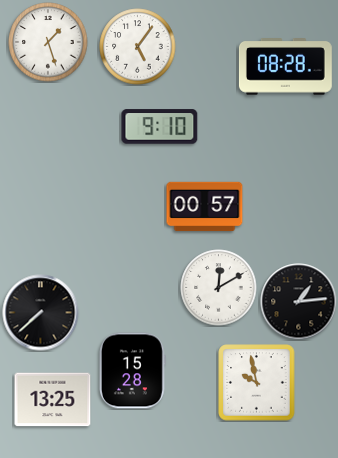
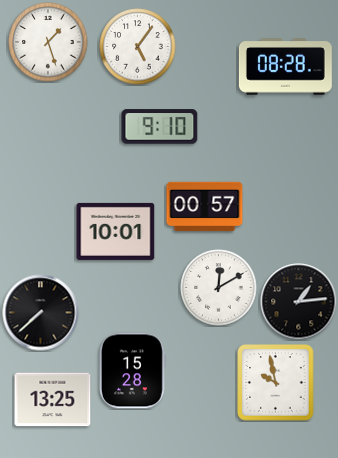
clock at (116, 231): none -> 10:01
clock at (257, 383) position: (257, 383) -> (276, 383)
